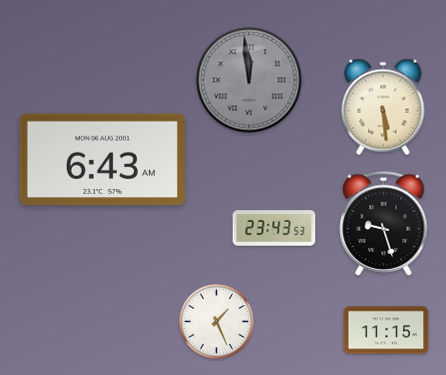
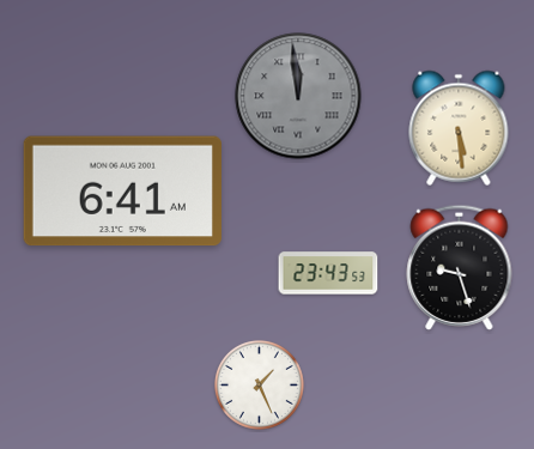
clock at (102, 160): 6:43 -> 6:41
clock at (386, 330): 11:15 -> none
